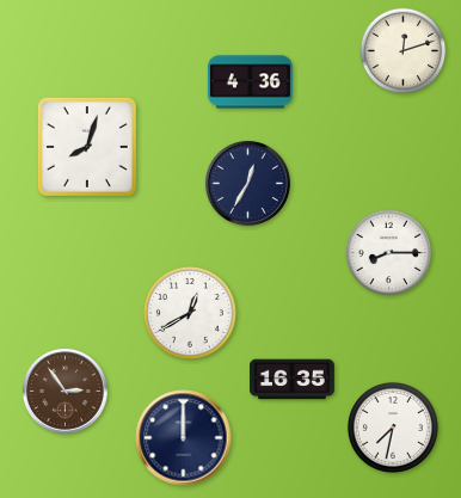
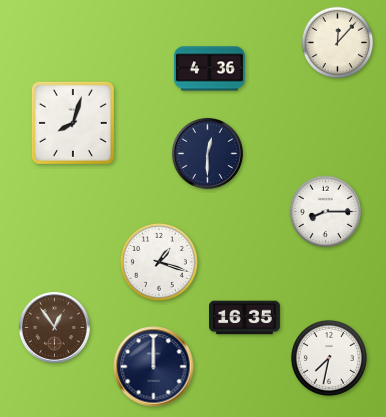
clock at (404, 51): 12:12 -> 12:07
clock at (247, 183): 12:35 -> 12:30
clock at (190, 313): 12:40 -> 1:18
clock at (64, 391): 2:54 -> 12:54
